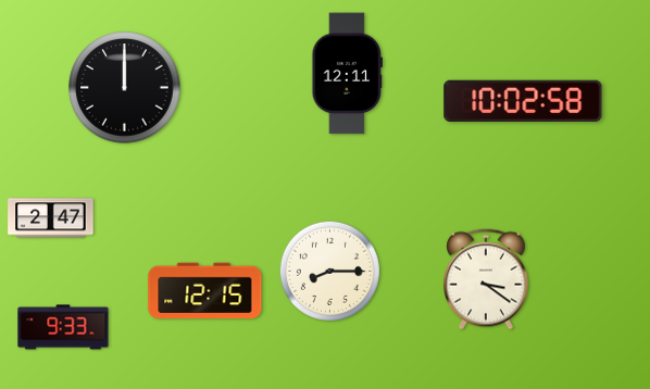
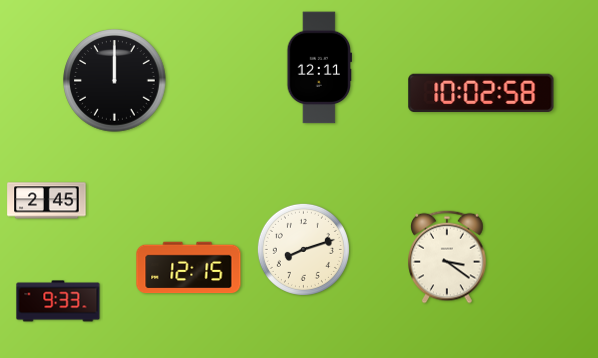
clock at (51, 218): 2:47 -> 2:45
clock at (329, 271): 8:15 -> 8:12
